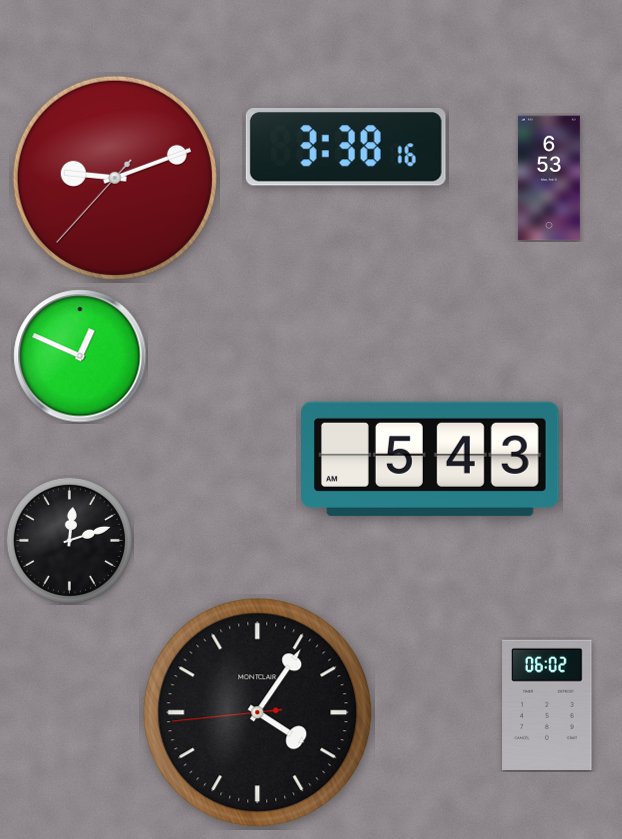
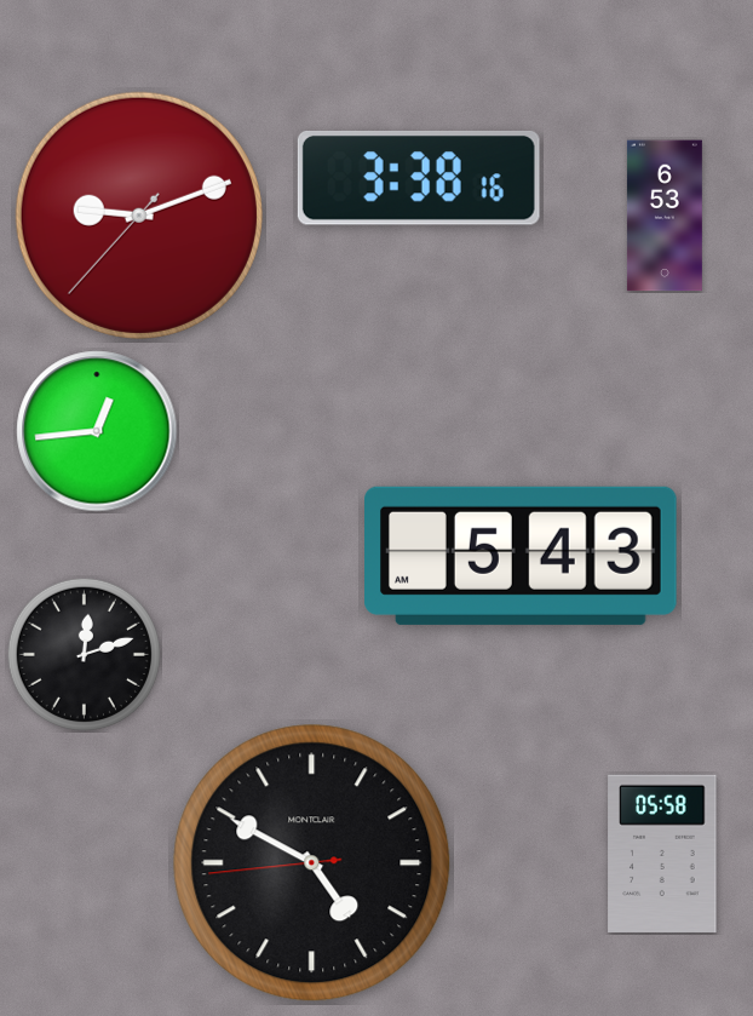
clock at (80, 356): 12:49 -> 12:44
clock at (547, 705): 06:02 -> 05:58
clock at (258, 713): 4:05 -> 4:49
